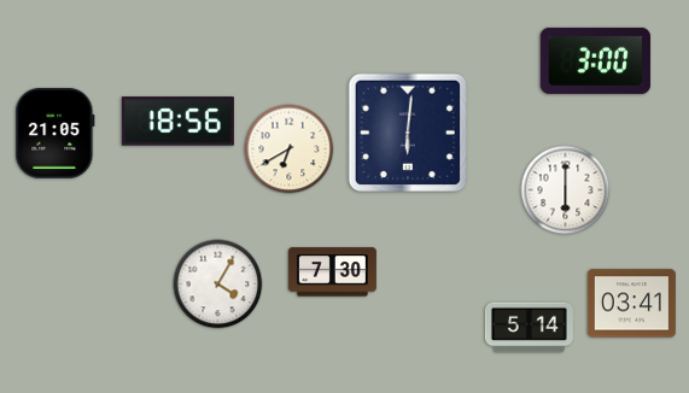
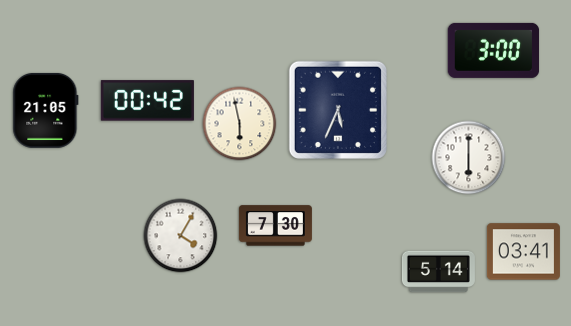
clock at (177, 122): 18:56 -> 00:42
clock at (408, 133): 6:01 -> 5:34
clock at (290, 149): 6:40 -> 5:58
